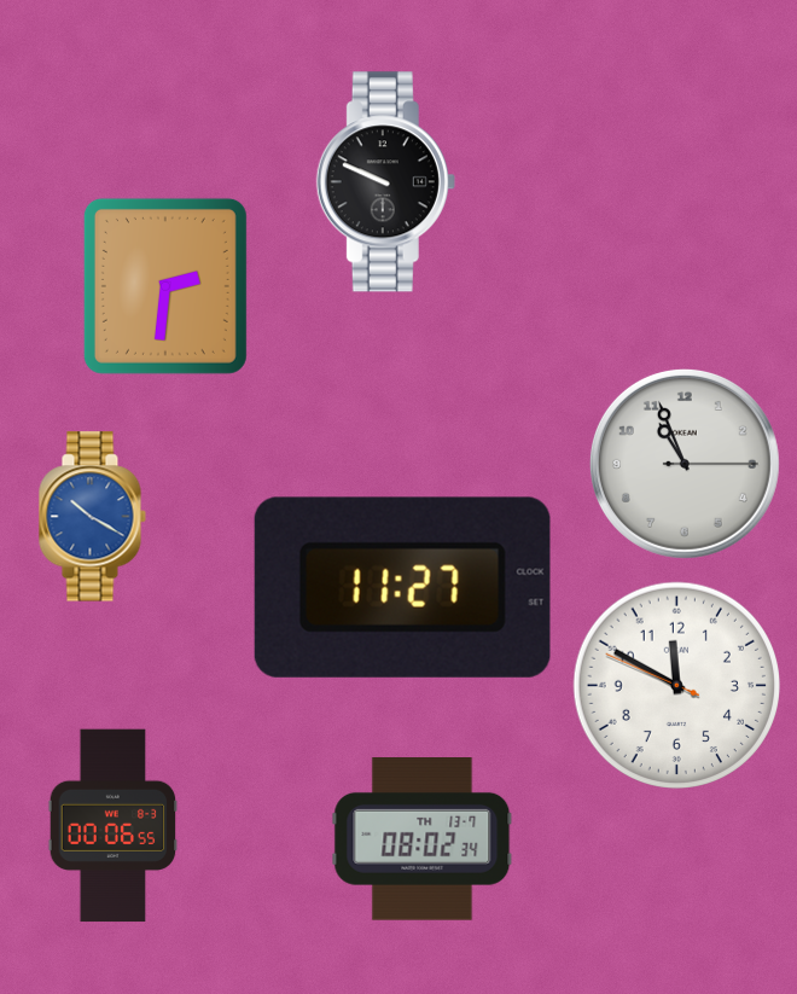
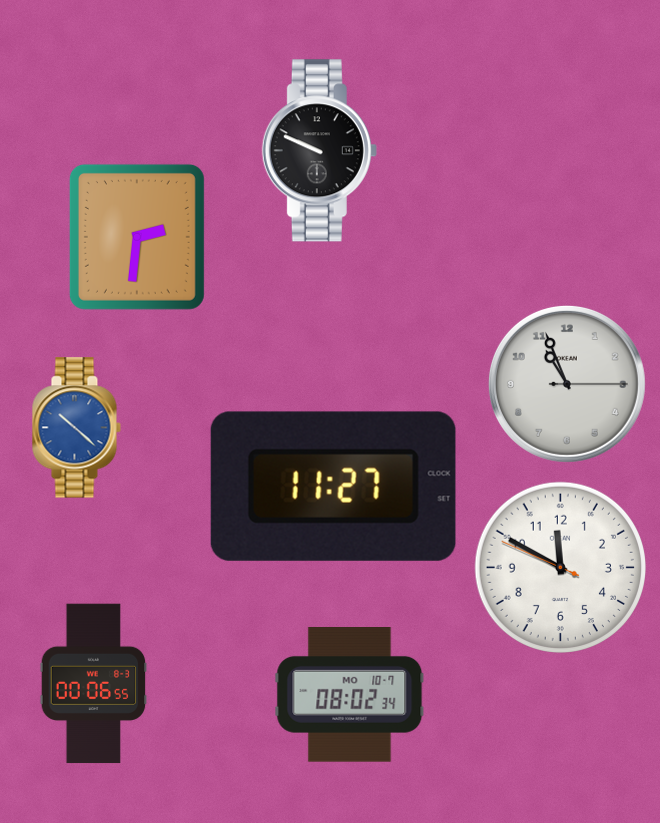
clock at (92, 517): 10:20 -> 10:22
clock at (423, 839) date: TH 13-7 -> MO 10-7
